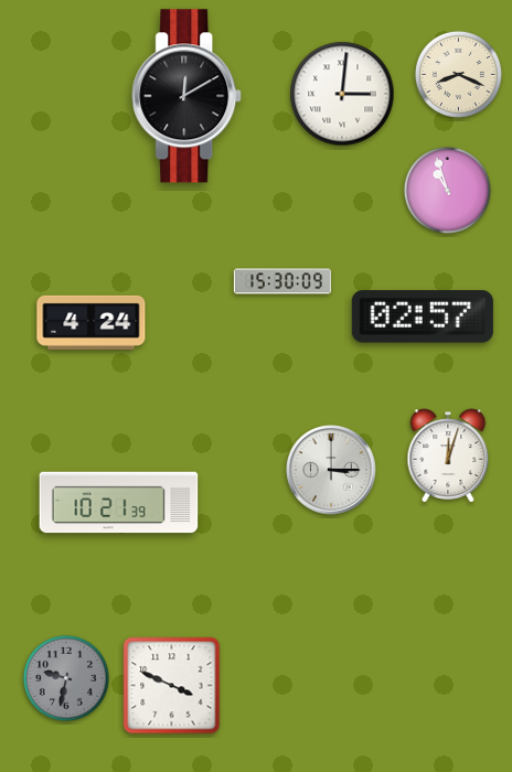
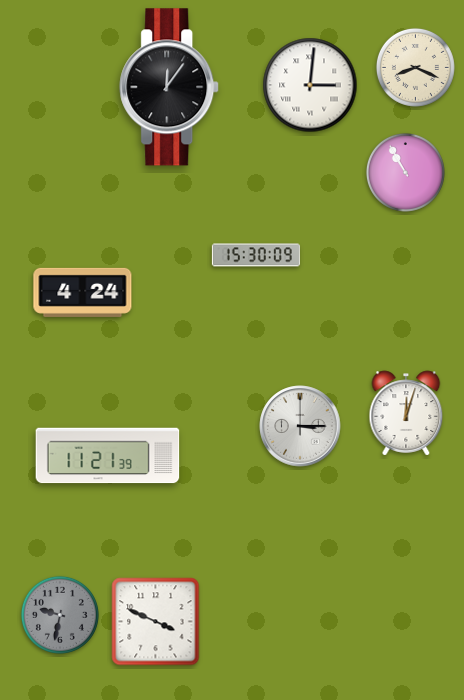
clock at (188, 96): 12:10 -> 12:06
clock at (447, 190): 10:57 -> 10:55
clock at (423, 317): 02:57 -> none
clock at (119, 503): 10:21 -> 11:21
